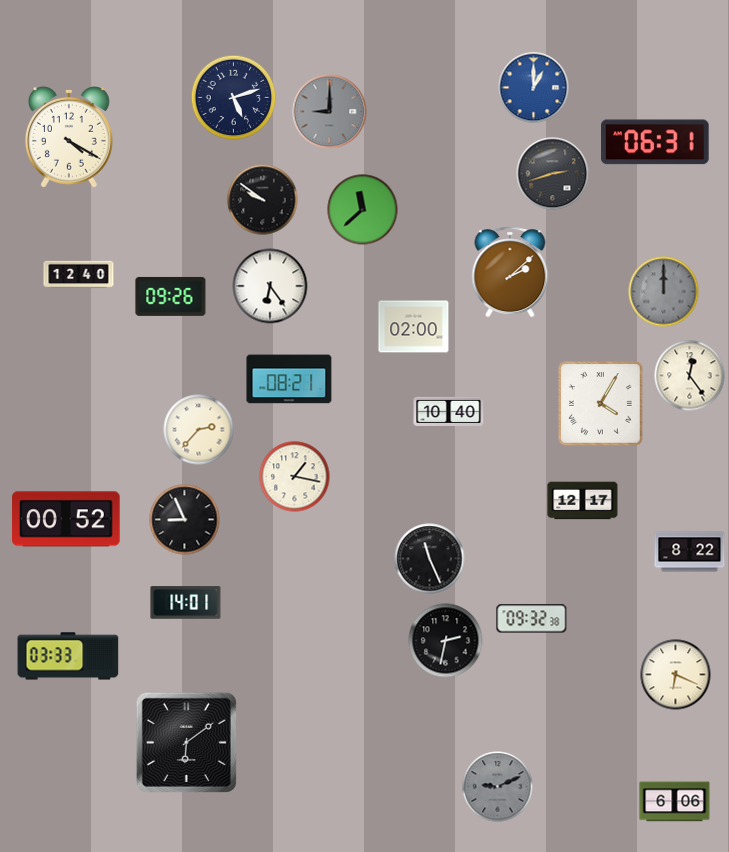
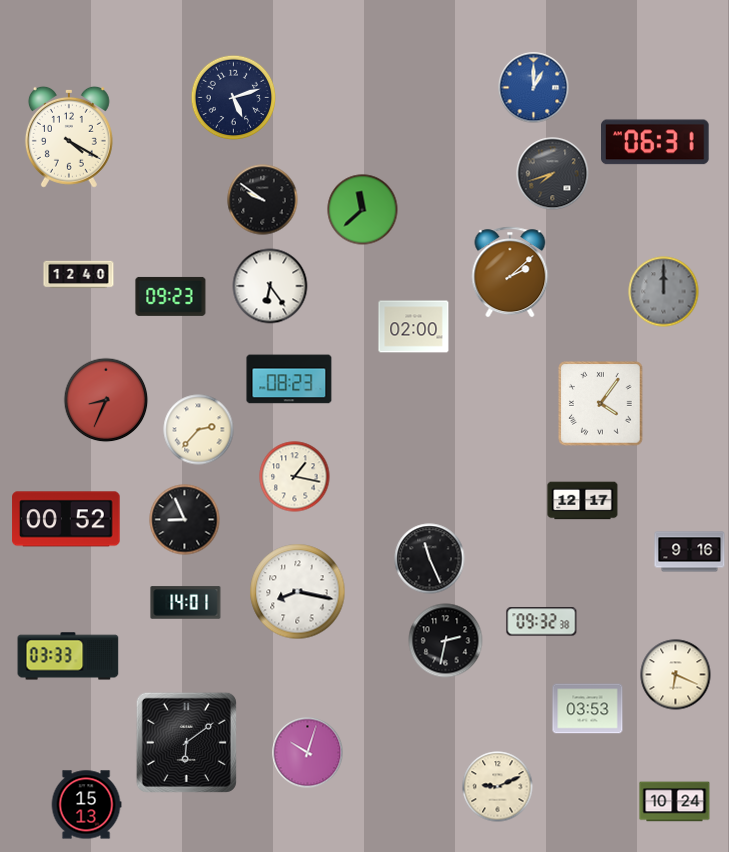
clock at (330, 112): 9:00 -> none
clock at (553, 174): 2:42 -> 7:42
clock at (171, 296): 09:26 -> 09:23
clock at (690, 376): 12:24 -> none
clock at (289, 379): 08:21 -> 08:23
clock at (106, 400): none -> 8:34
clock at (601, 404): 4:05 -> 4:06
clock at (449, 411): 10:40 -> none
clock at (690, 552): 8:22 -> 9:16
clock at (298, 592): none -> 8:17
clock at (532, 619) position: (532, 619) -> (542, 622)
clock at (588, 709): none -> 03:53
clock at (308, 753): none -> 10:03
clock at (498, 787) dial: grey -> cream
clock at (675, 802): 6:06 -> 10:24
clock at (86, 805): none -> 15:13
